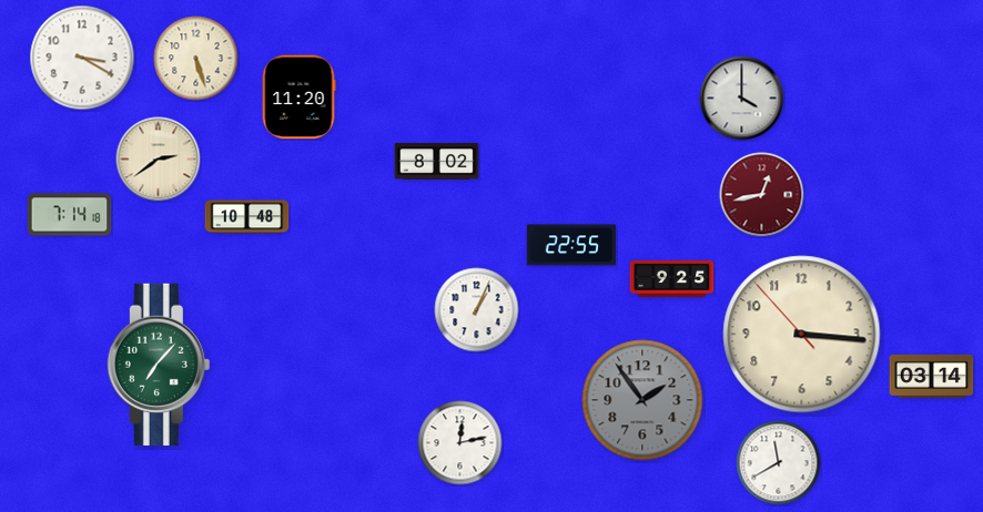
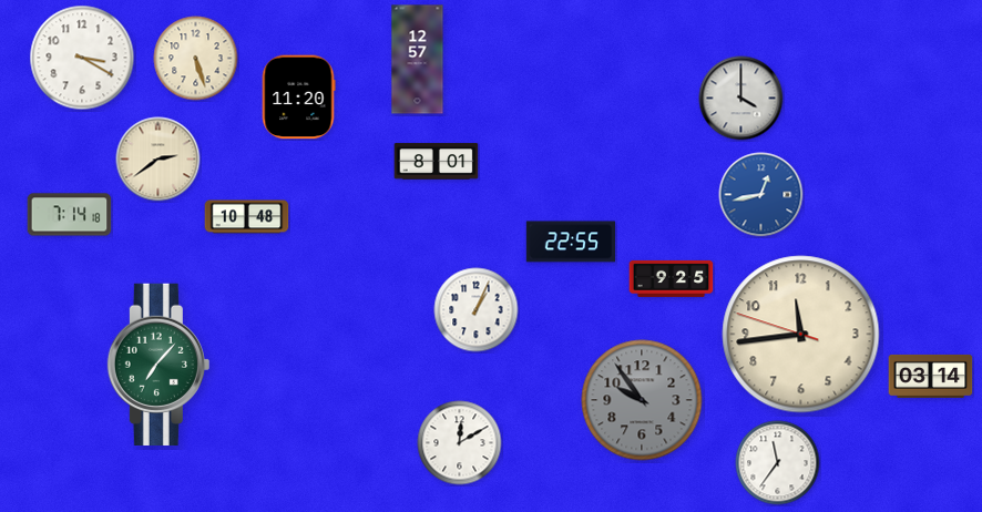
clock at (418, 60): none -> 12:57
clock at (437, 162): 8:02 -> 8:01
clock at (762, 195) dial: burgundy -> blue
clock at (570, 245) position: (570, 245) -> (570, 242)
clock at (802, 335): 3:15 -> 11:43
clock at (642, 400): 1:54 -> 9:54
clock at (460, 443): 12:13 -> 12:10
clock at (779, 463): 11:40 -> 11:36
